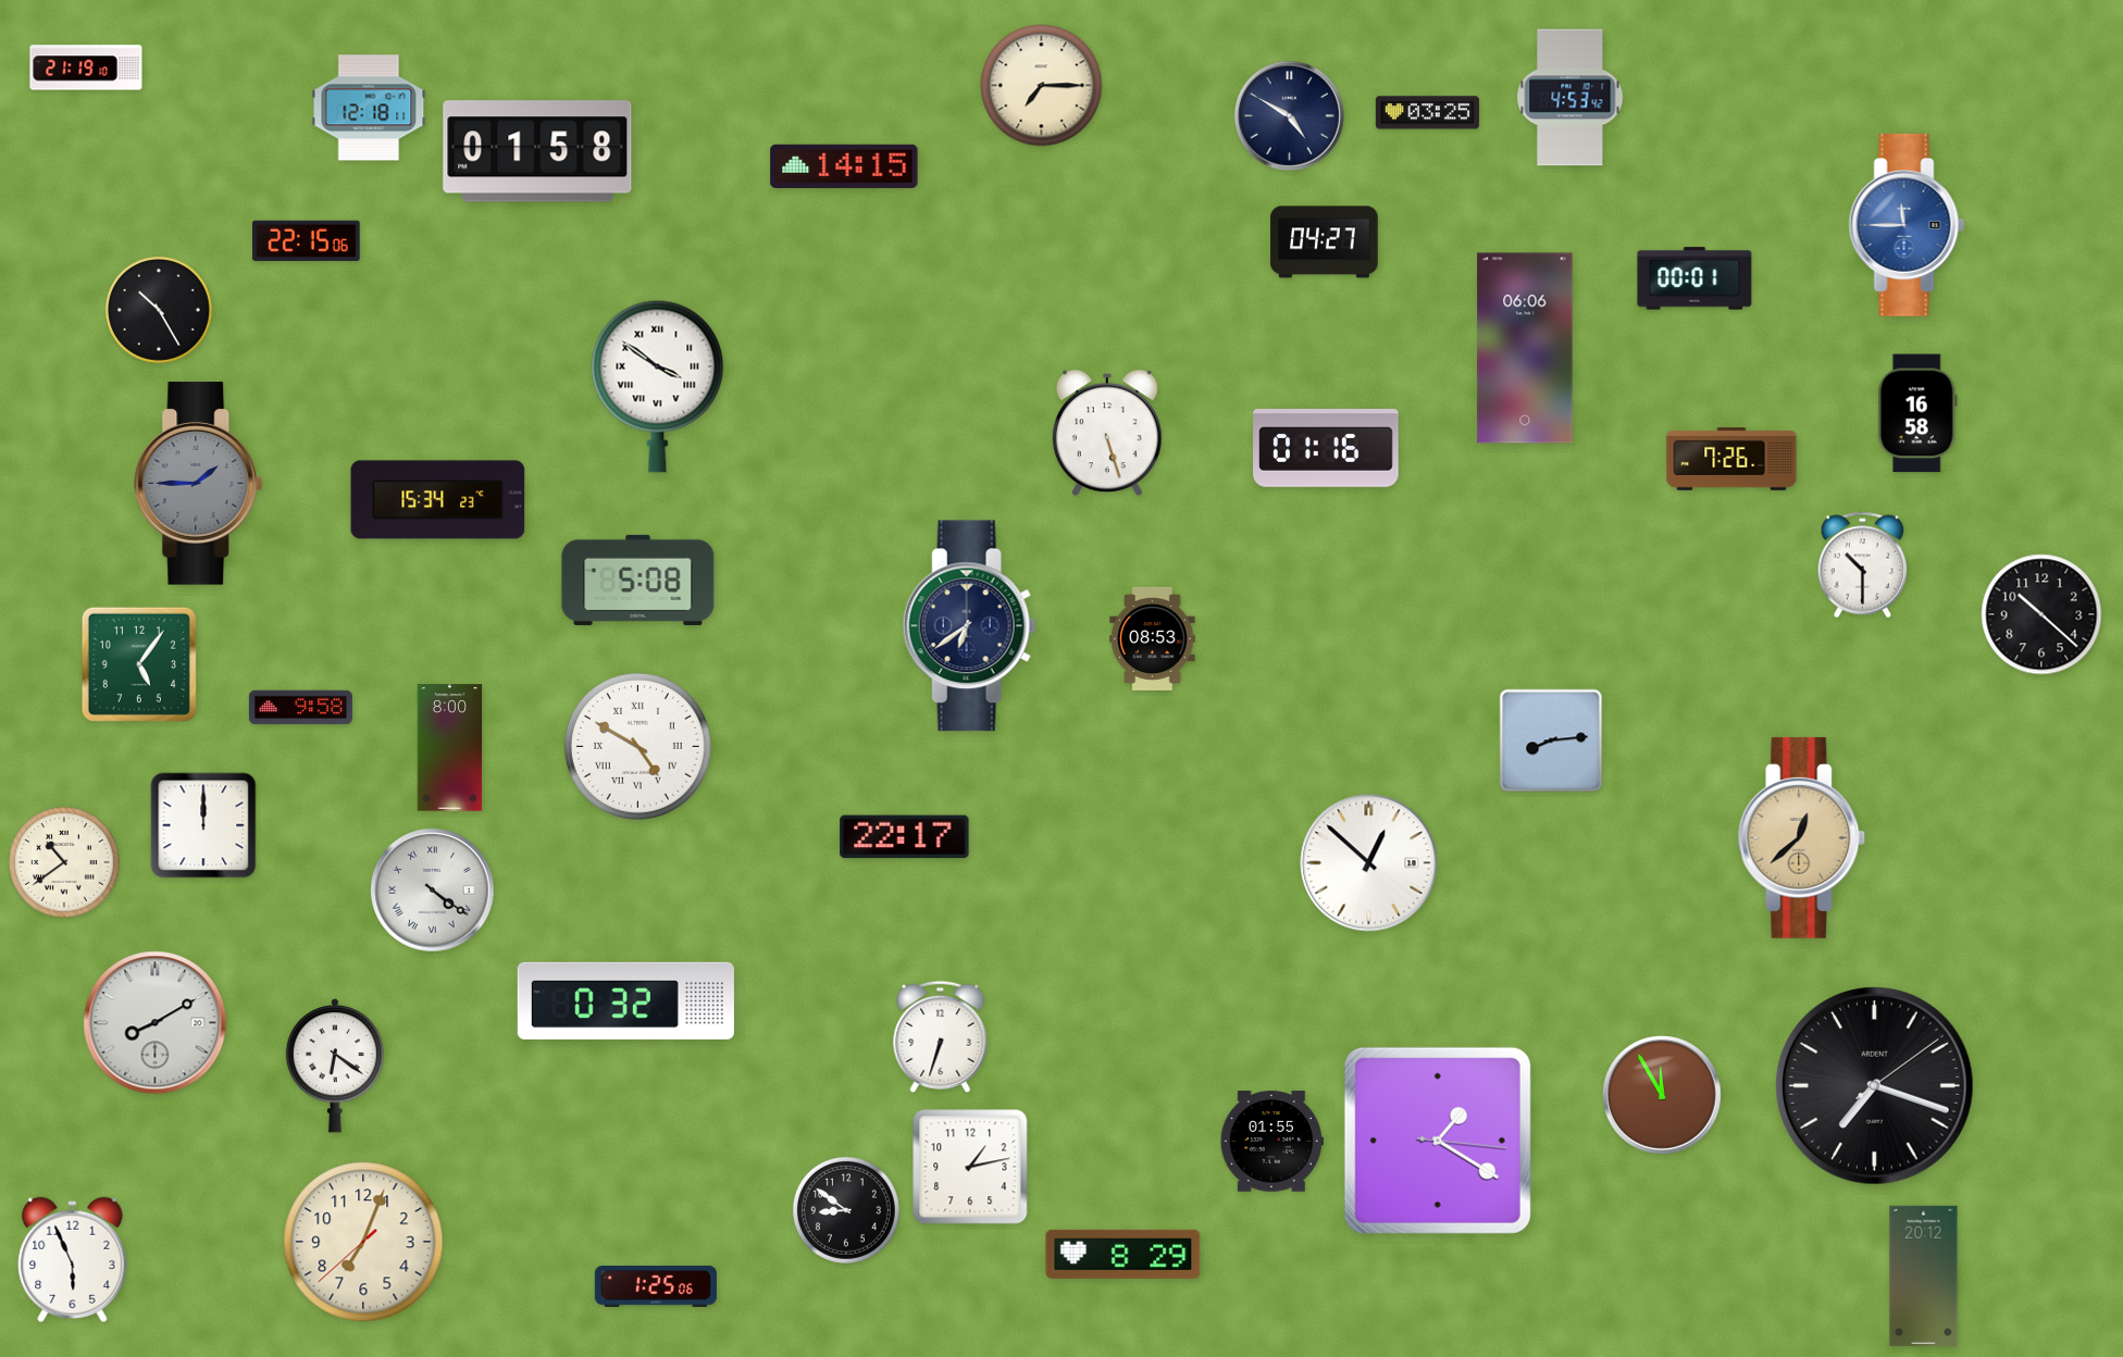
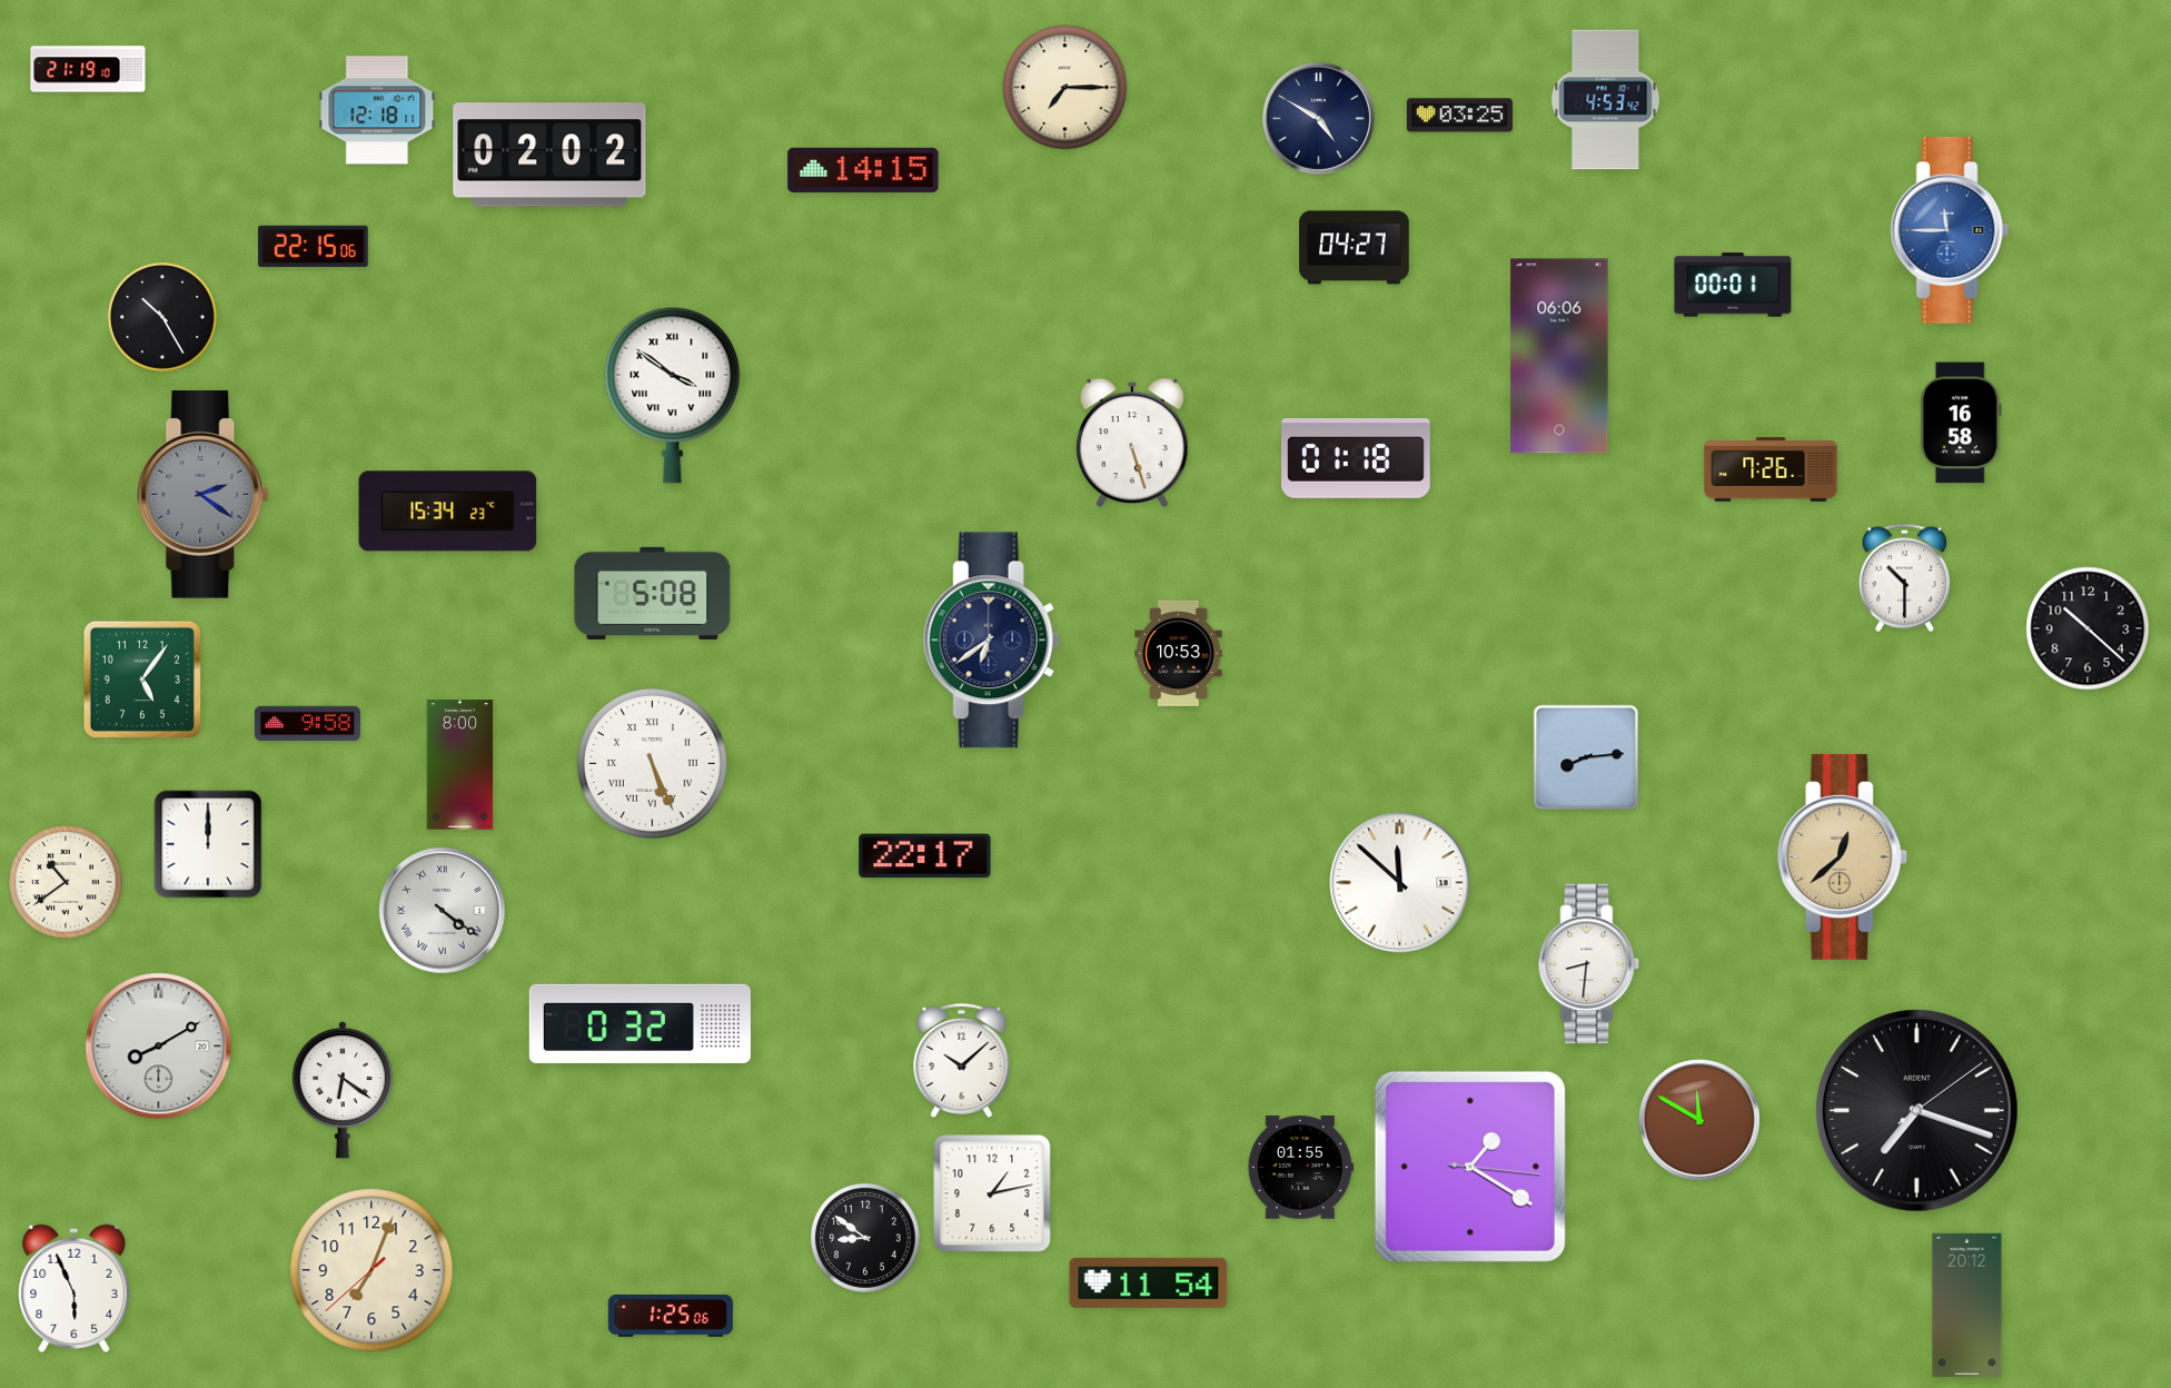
clock at (537, 151): 01:58 -> 02:02
clock at (1326, 448): 01:16 -> 01:18
clock at (199, 484): 1:45 -> 2:21
clock at (1153, 638): 08:53 -> 10:53
clock at (637, 746): 4:50 -> 5:26
clock at (1369, 863): 12:52 -> 11:52
clock at (1589, 964): none -> 8:31
clock at (941, 1036): 6:33 -> 10:08
clock at (1663, 1096): 11:55 -> 11:50
clock at (1123, 1254): 8:29 -> 11:54
